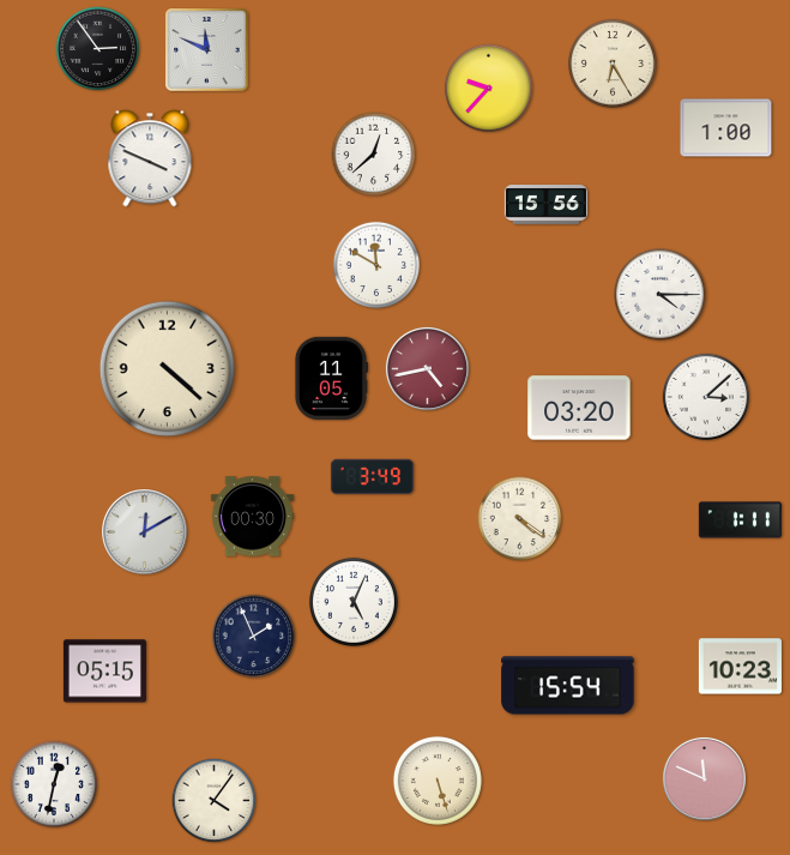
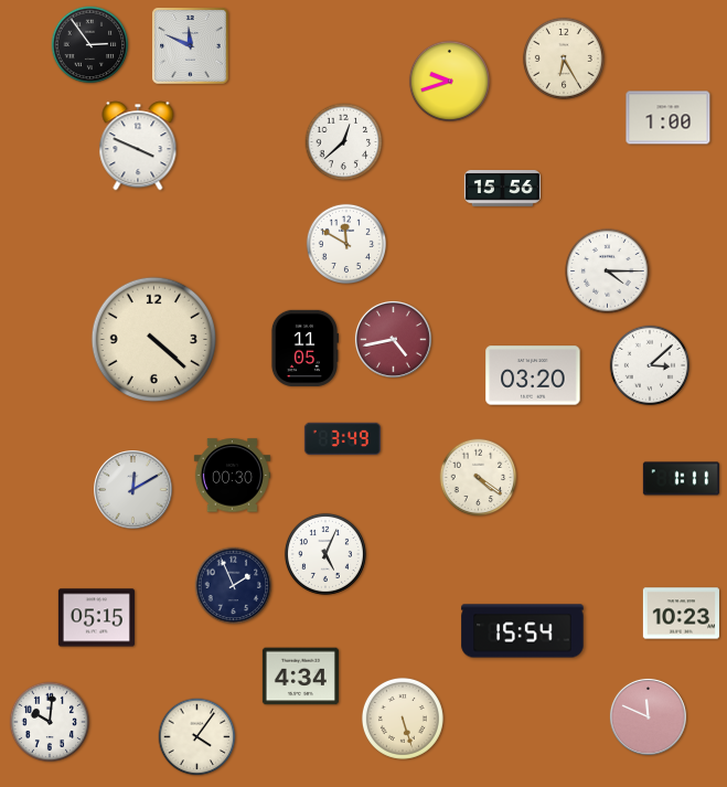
clock at (488, 88): 9:37 -> 9:42
clock at (300, 677): none -> 4:34
clock at (53, 783): 12:32 -> 10:01
